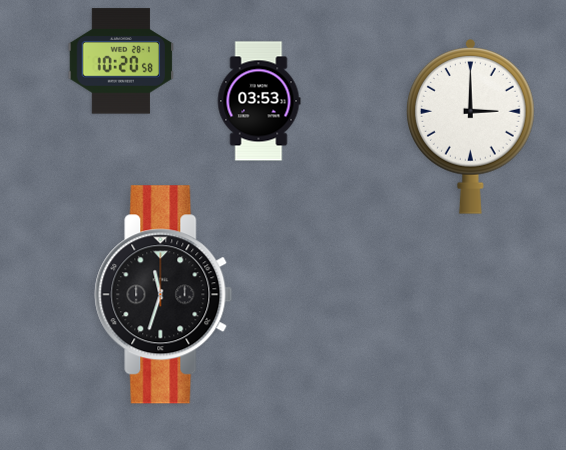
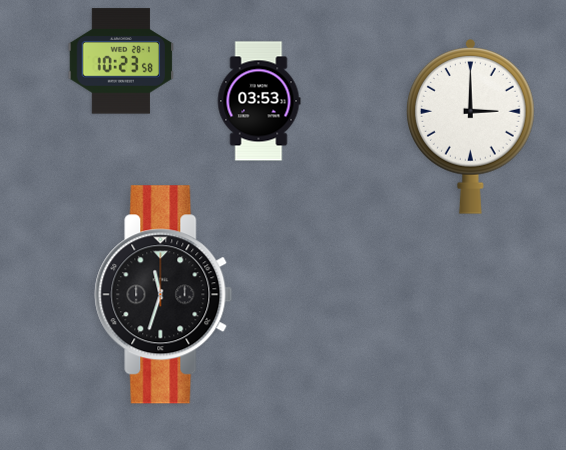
clock at (121, 61): 10:20 -> 10:23
